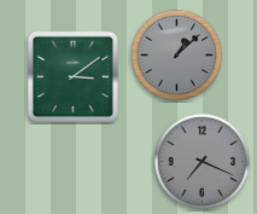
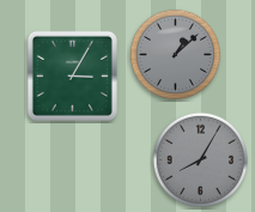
clock at (72, 76): 3:09 -> 3:05
clock at (203, 162): 7:19 -> 8:05
